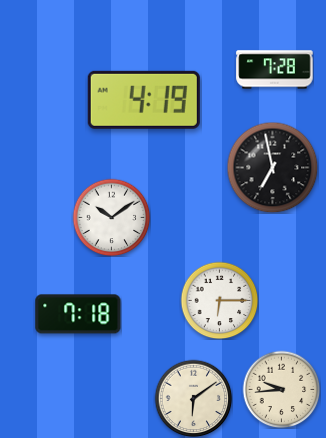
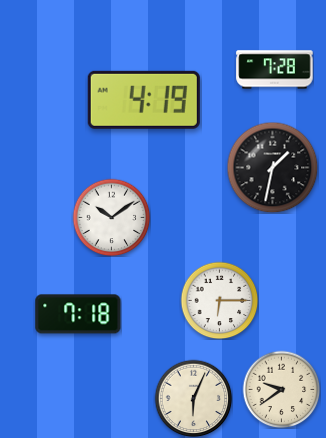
clock at (272, 167): 6:58 -> 1:32
clock at (281, 389): 9:44 -> 9:39
clock at (193, 398): 6:09 -> 6:04
